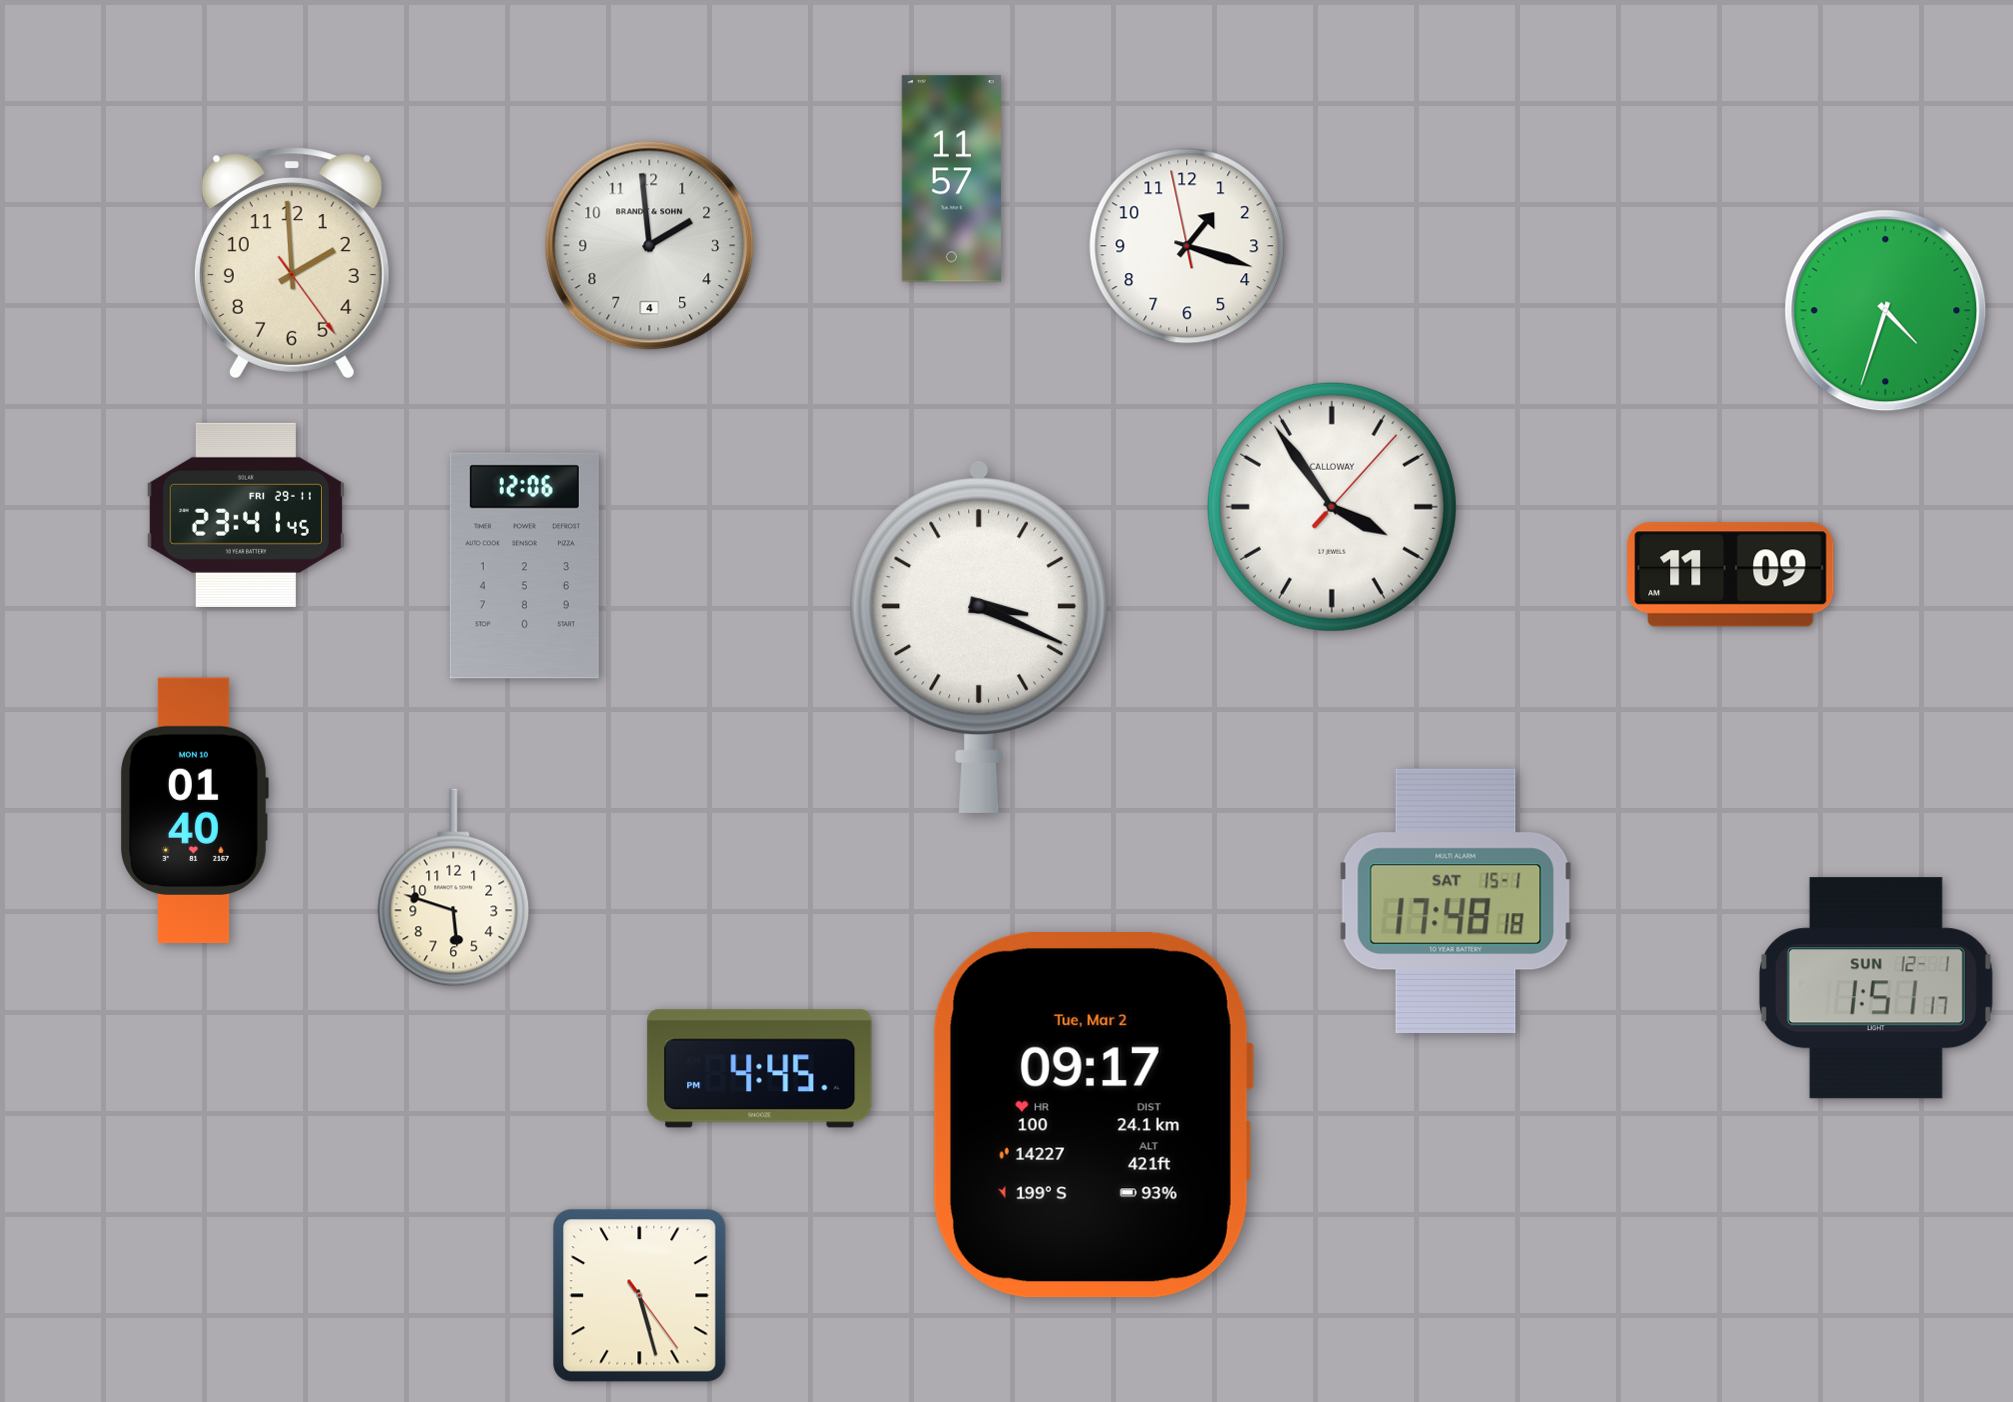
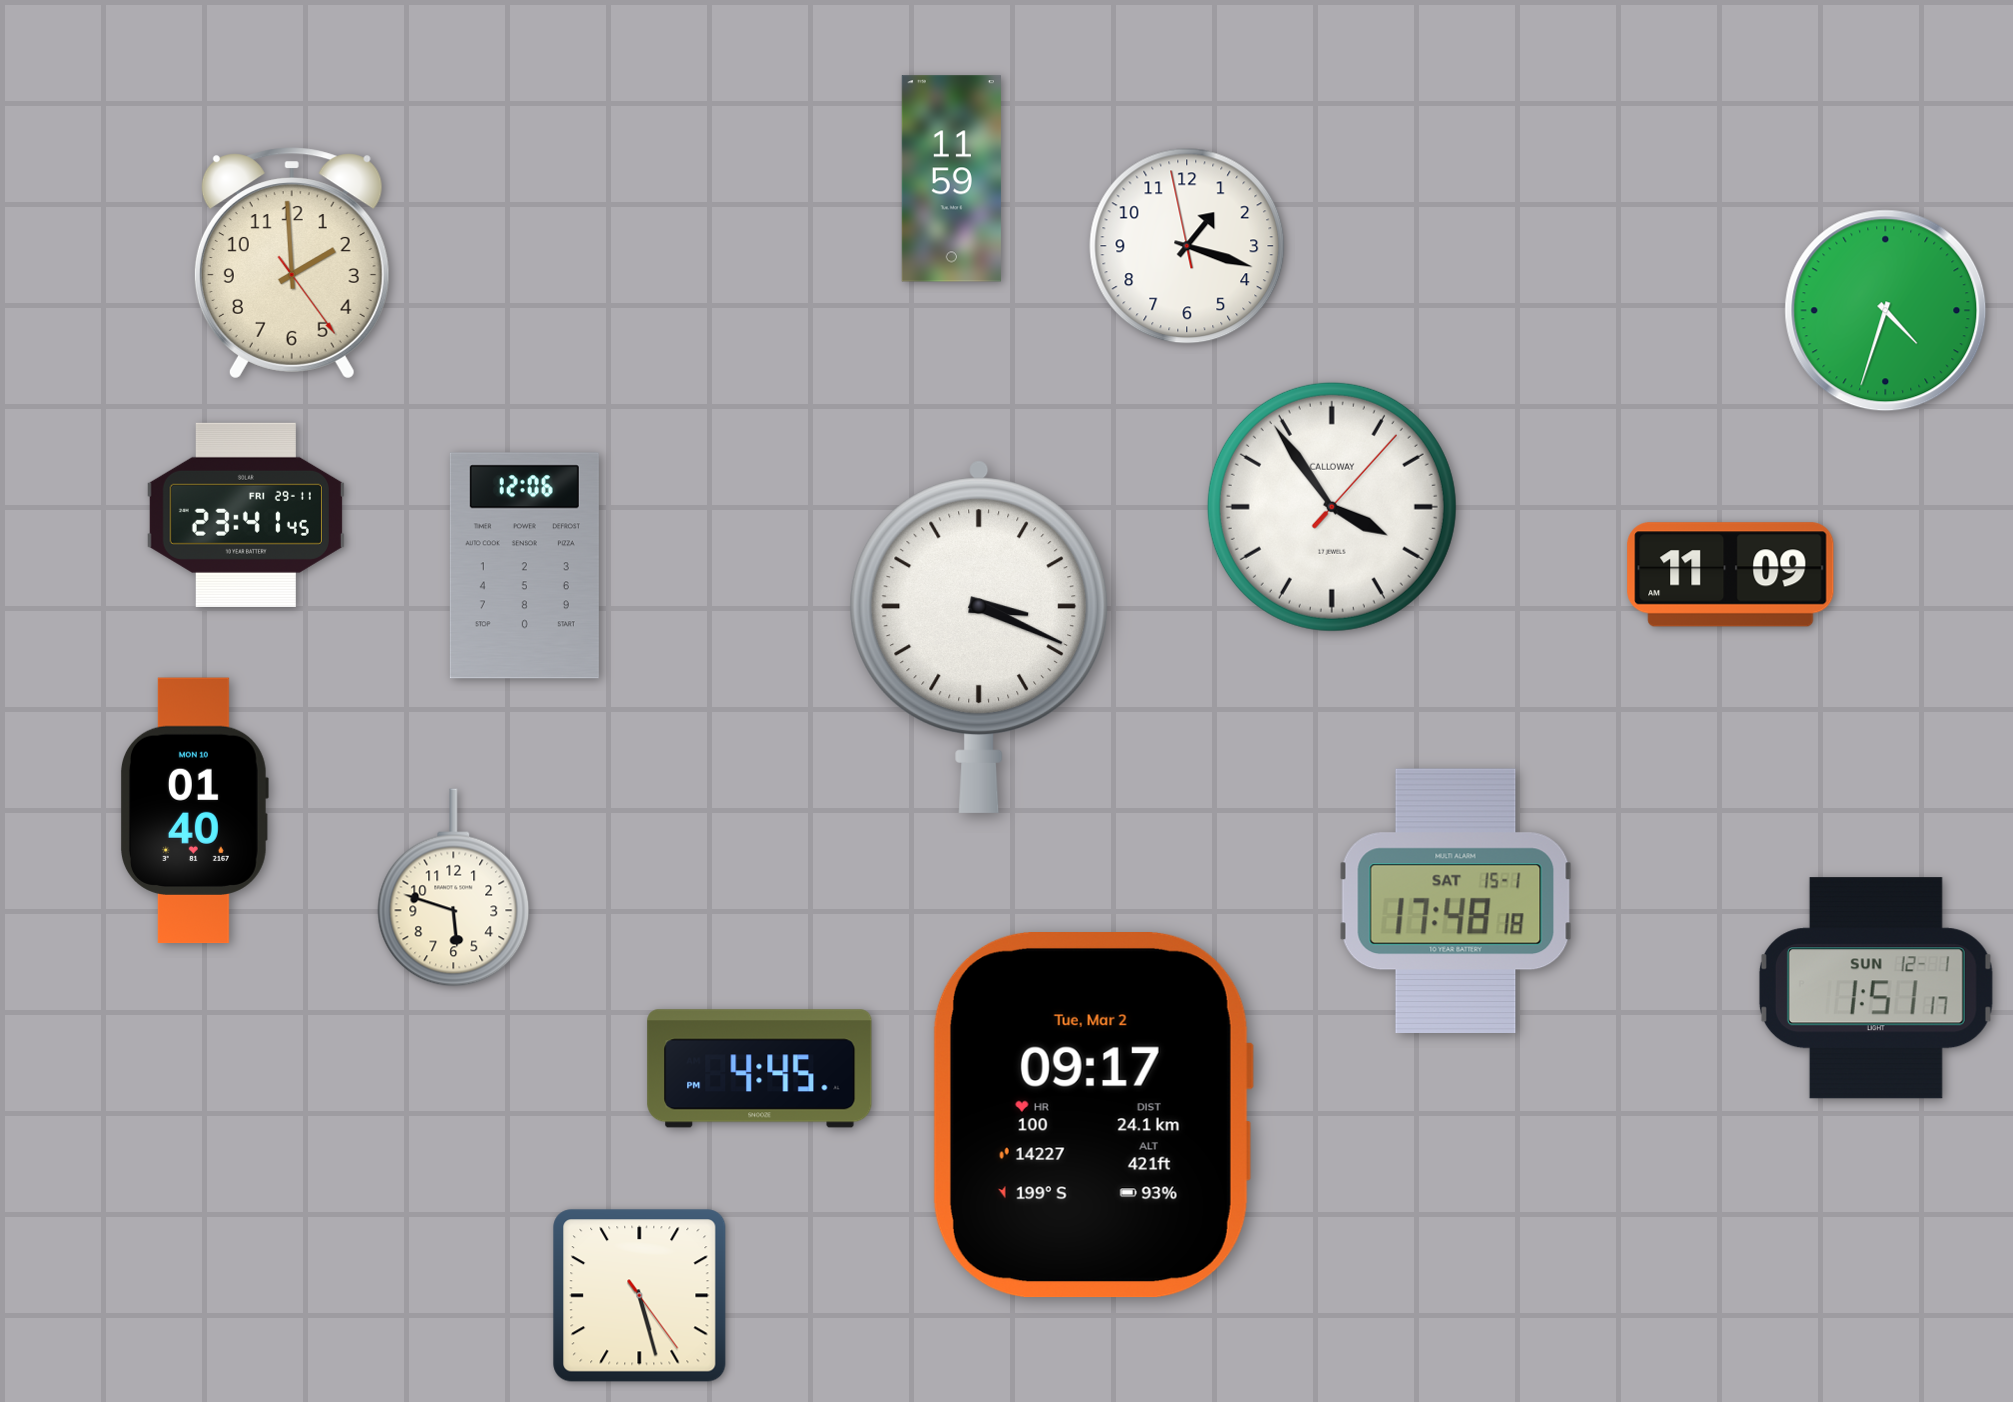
clock at (951, 179): 11:57 -> 11:59
clock at (650, 246): 1:59 -> none
